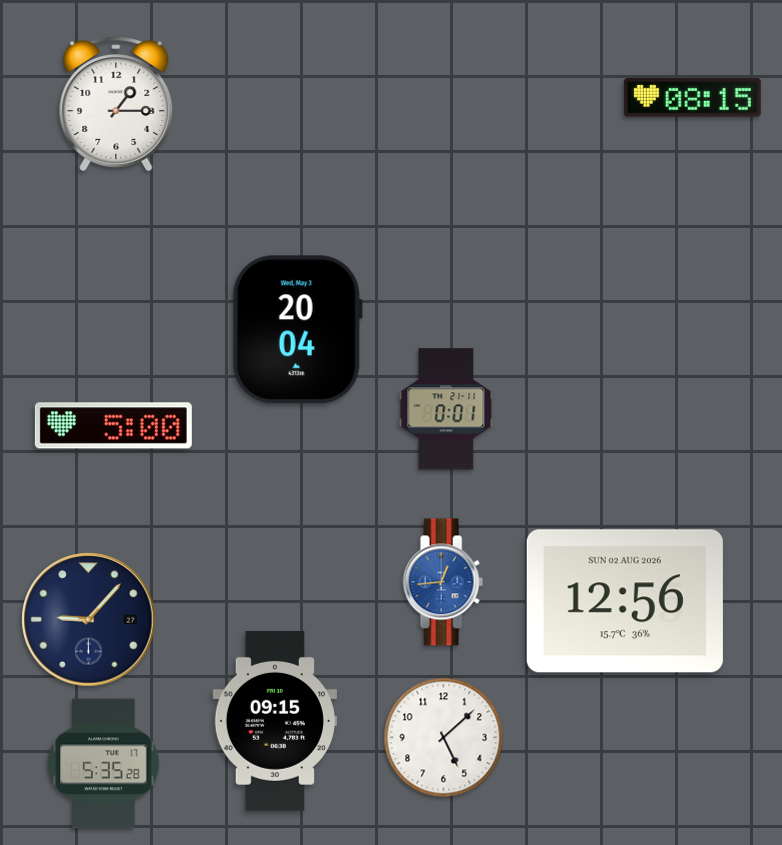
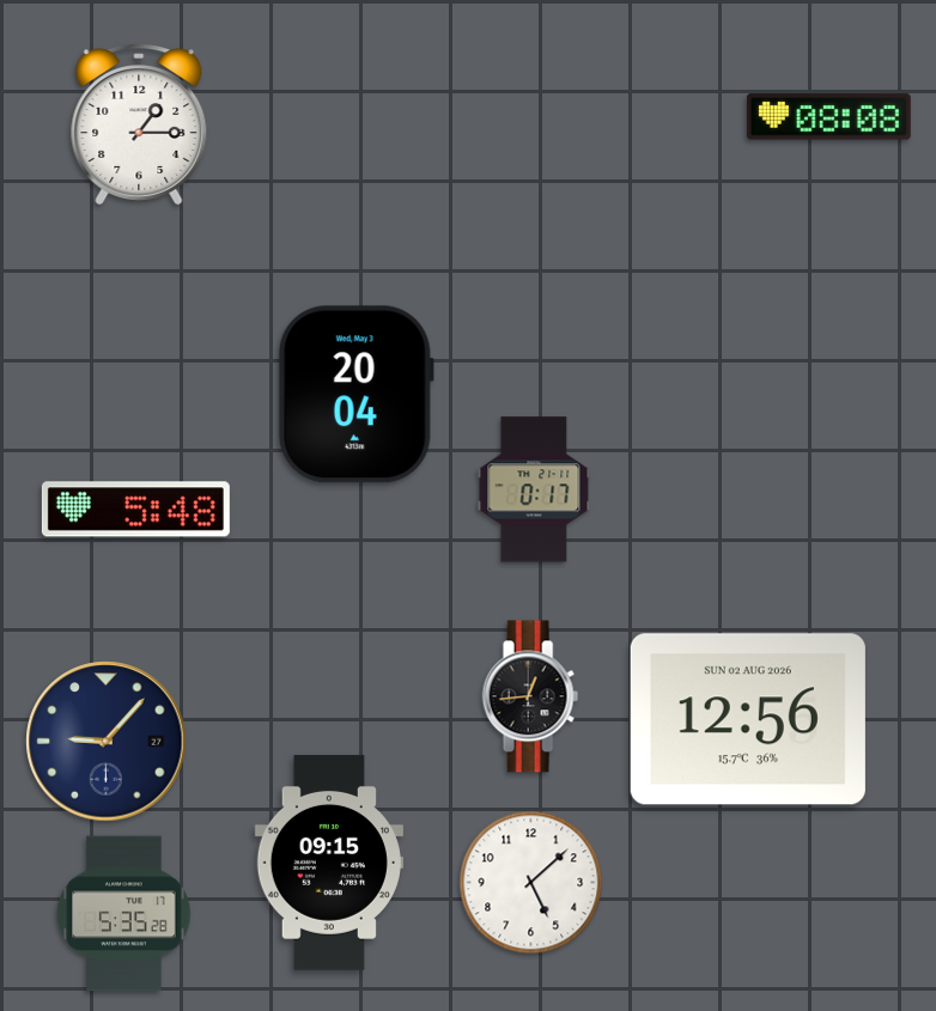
clock at (692, 98): 08:15 -> 08:08
clock at (446, 409): 0:01 -> 0:17
clock at (113, 426): 5:00 -> 5:48
clock at (443, 582) dial: blue -> black
